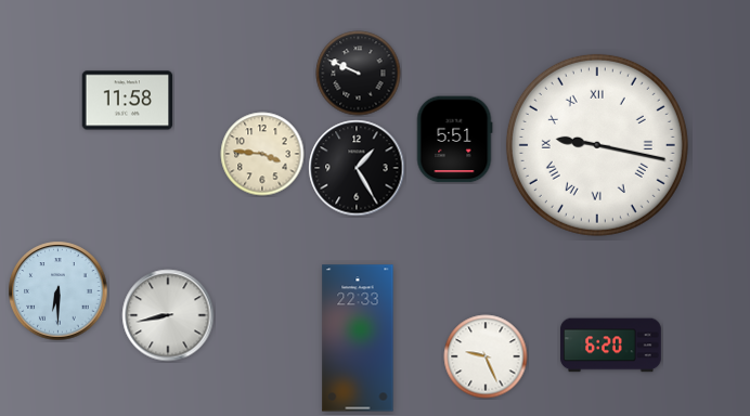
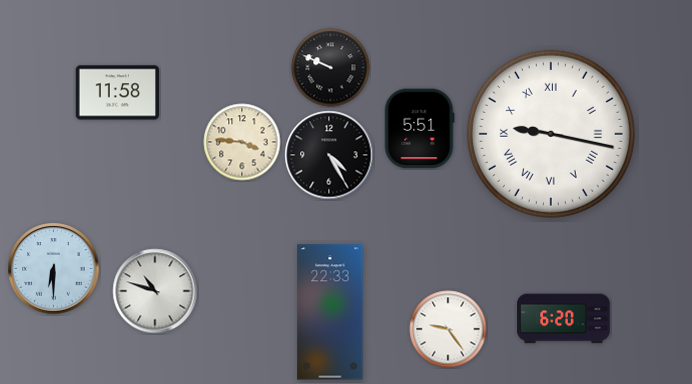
clock at (357, 168): 1:25 -> 4:25
clock at (168, 315): 8:43 -> 10:48
clock at (486, 356): 9:26 -> 9:24
